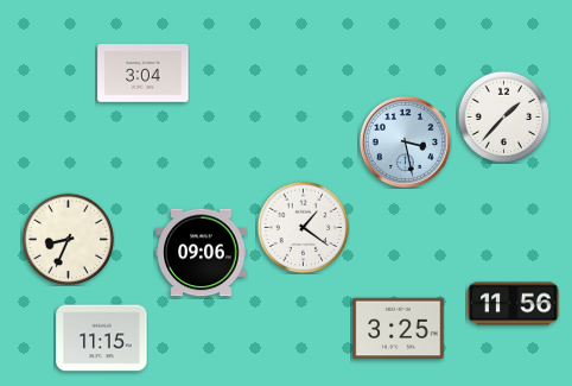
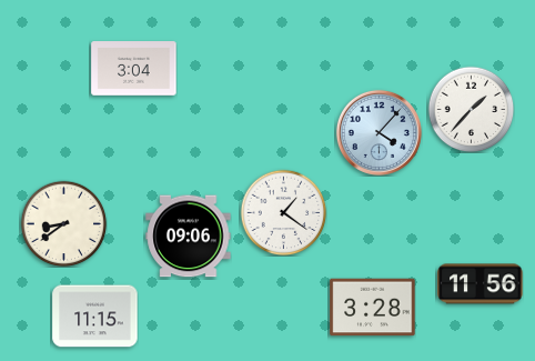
clock at (405, 141): 3:28 -> 4:07
clock at (68, 239): 8:34 -> 8:39
clock at (399, 329): 3:25 -> 3:28
